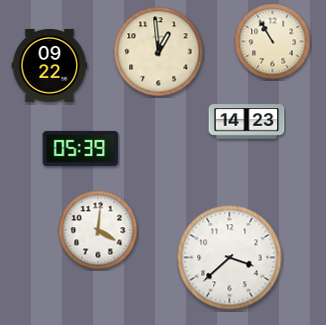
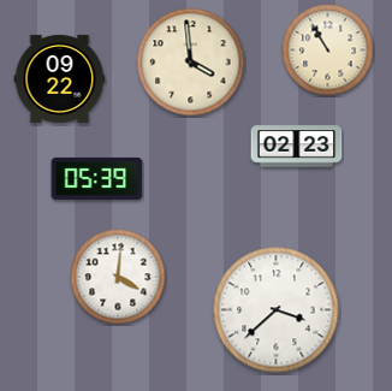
clock at (159, 52): 12:59 -> 3:59
clock at (247, 122): 14:23 -> 02:23
